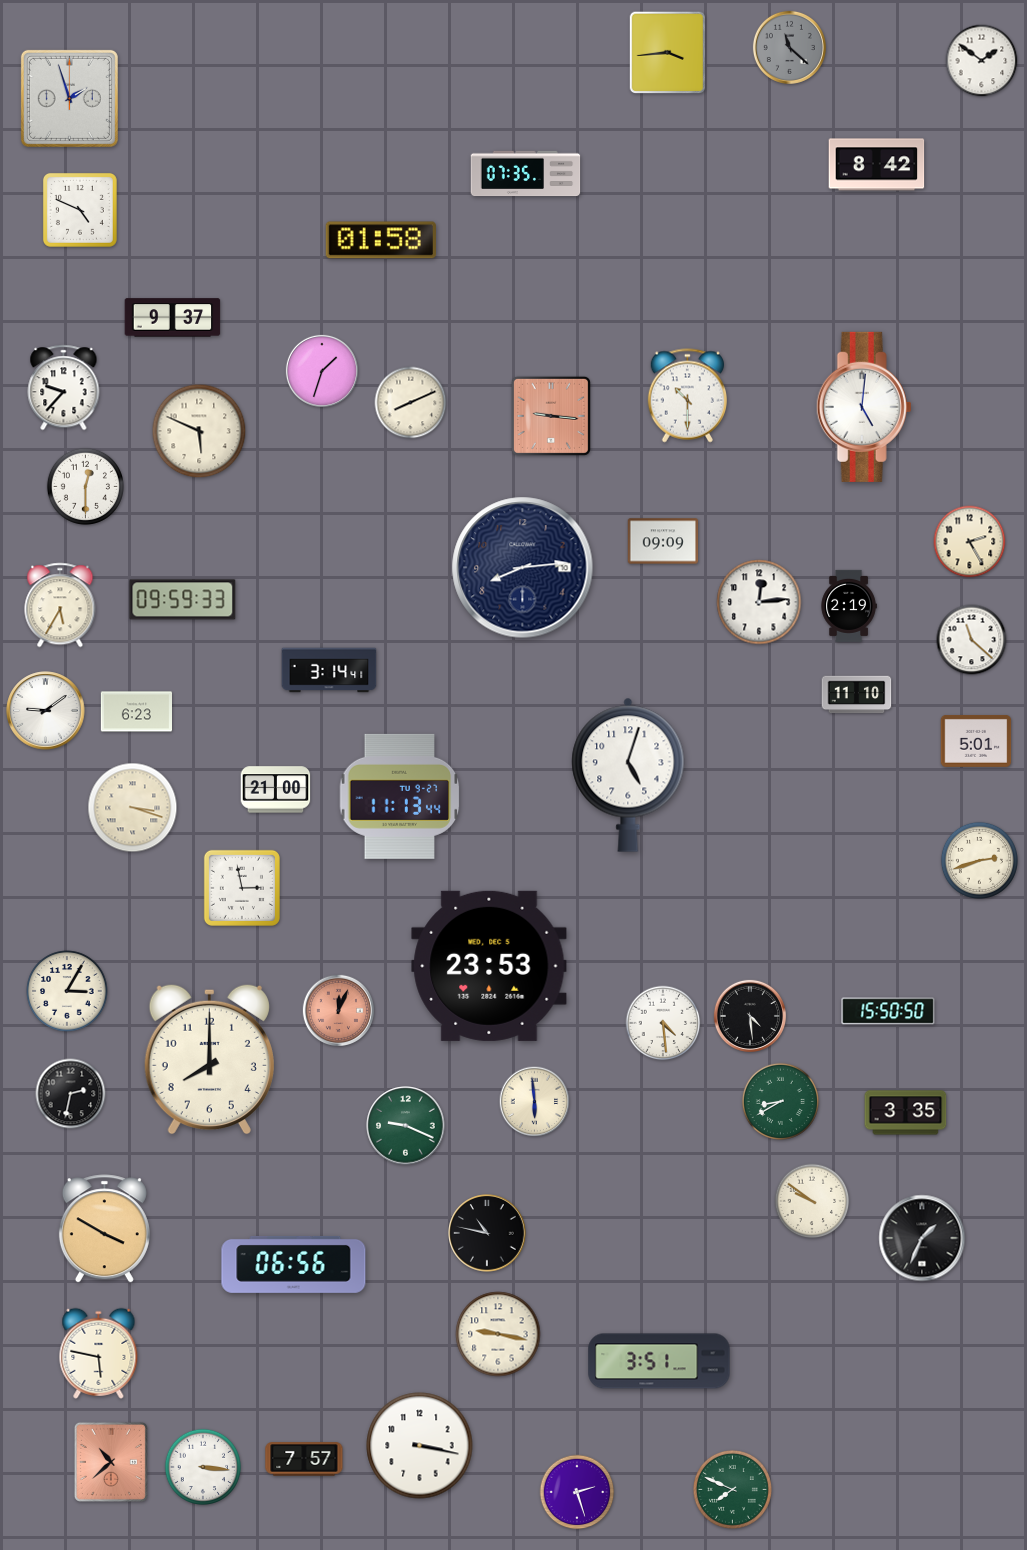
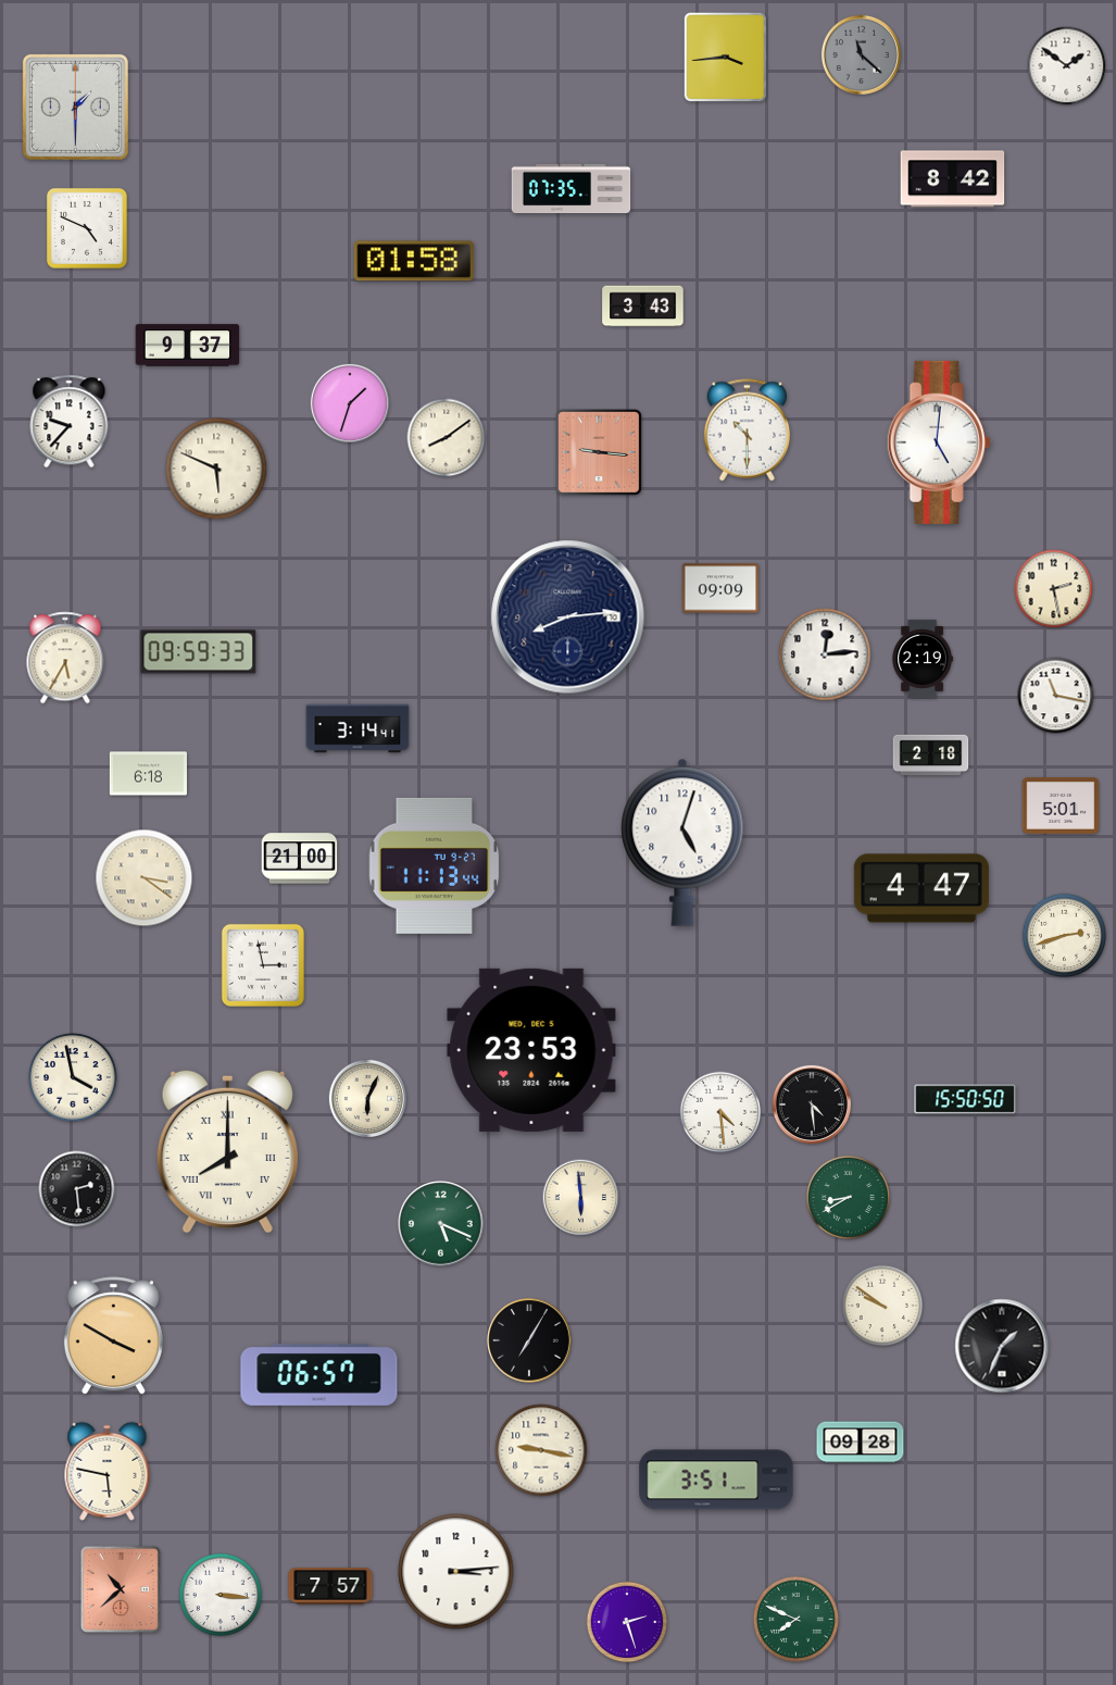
clock at (789, 47) position: (789, 47) -> (861, 54)
clock at (69, 98): 1:57 -> 1:30
clock at (643, 307): none -> 3:43
clock at (411, 403): 8:11 -> 8:09
clock at (85, 486): 12:30 -> none
clock at (970, 542): 2:25 -> 2:28
clock at (972, 640): 11:22 -> 11:17
clock at (857, 695): 11:10 -> 2:18
clock at (46, 711): 9:09 -> none
clock at (136, 712): 6:23 -> 6:18
clock at (133, 808): 3:18 -> 3:21
clock at (921, 888): none -> 4:47
clock at (67, 991): 3:05 -> 3:58
clock at (338, 1010): 12:04 -> 6:04
clock at (338, 1010) dial: salmon -> cream
clock at (750, 1016) position: (750, 1016) -> (812, 1104)
clock at (209, 1059) numerals: Arabic -> Roman
clock at (71, 1094): 2:32 -> 2:29
clock at (906, 1113): 3:35 -> none
clock at (406, 1126): 9:19 -> 5:19
clock at (487, 1233): 10:47 -> 7:05
clock at (294, 1264): 06:56 -> 06:57
clock at (861, 1443): none -> 09:28
clock at (420, 1446): 3:17 -> 3:14
